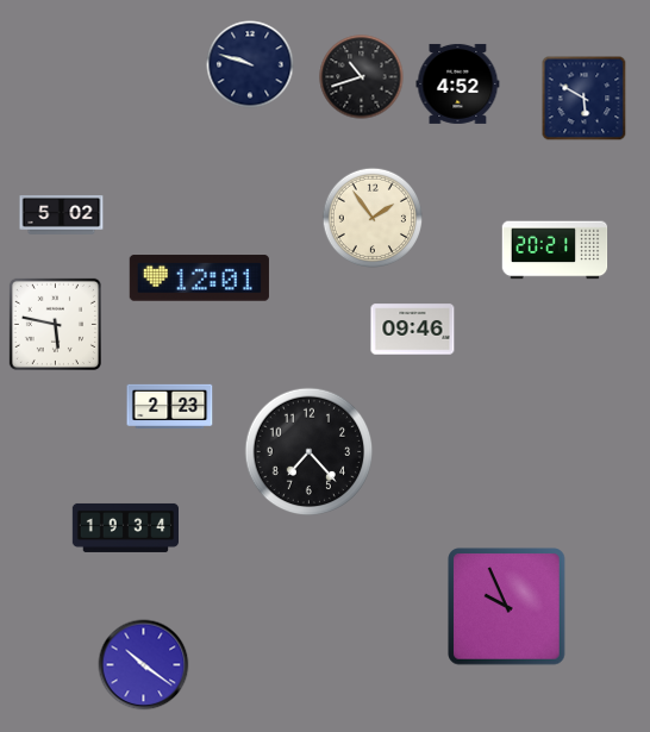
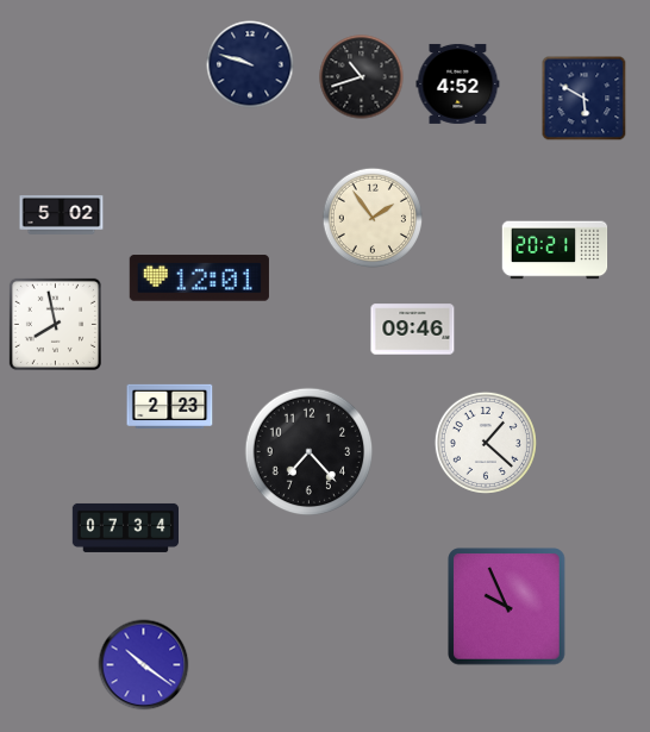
clock at (55, 324): 5:47 -> 7:58
clock at (486, 443): none -> 1:22
clock at (125, 527): 19:34 -> 07:34
